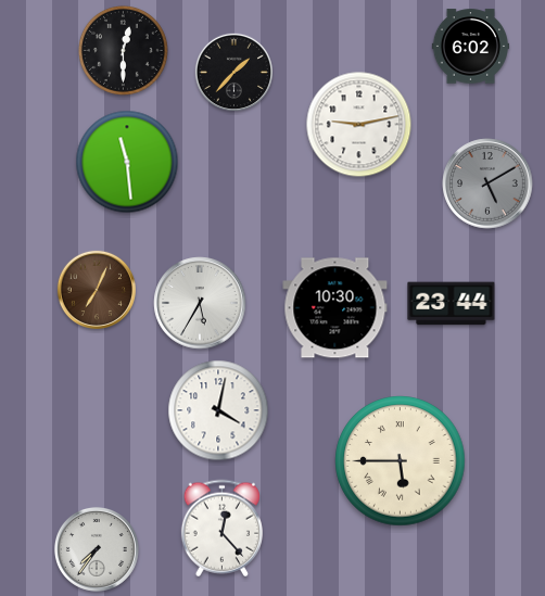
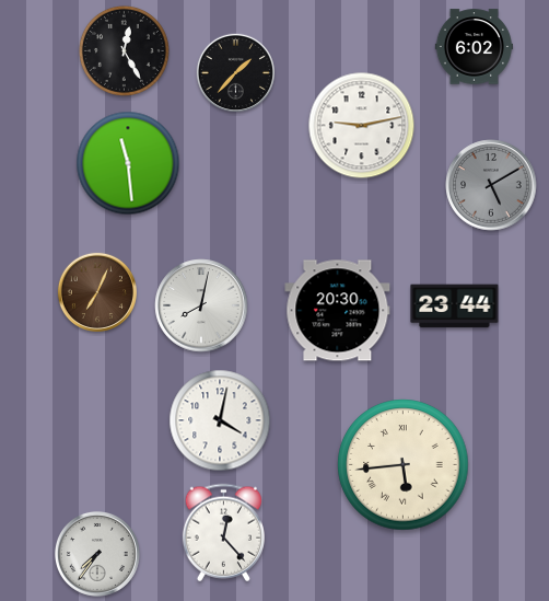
clock at (123, 50): 12:30 -> 12:25
clock at (200, 303): 5:35 -> 8:02
clock at (335, 308): 10:30 -> 20:30
clock at (218, 410) position: (218, 410) -> (220, 420)
clock at (401, 461): 5:45 -> 5:44
